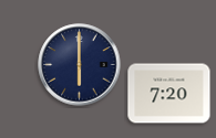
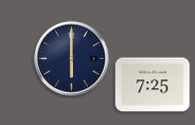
clock at (169, 94): 7:20 -> 7:25
